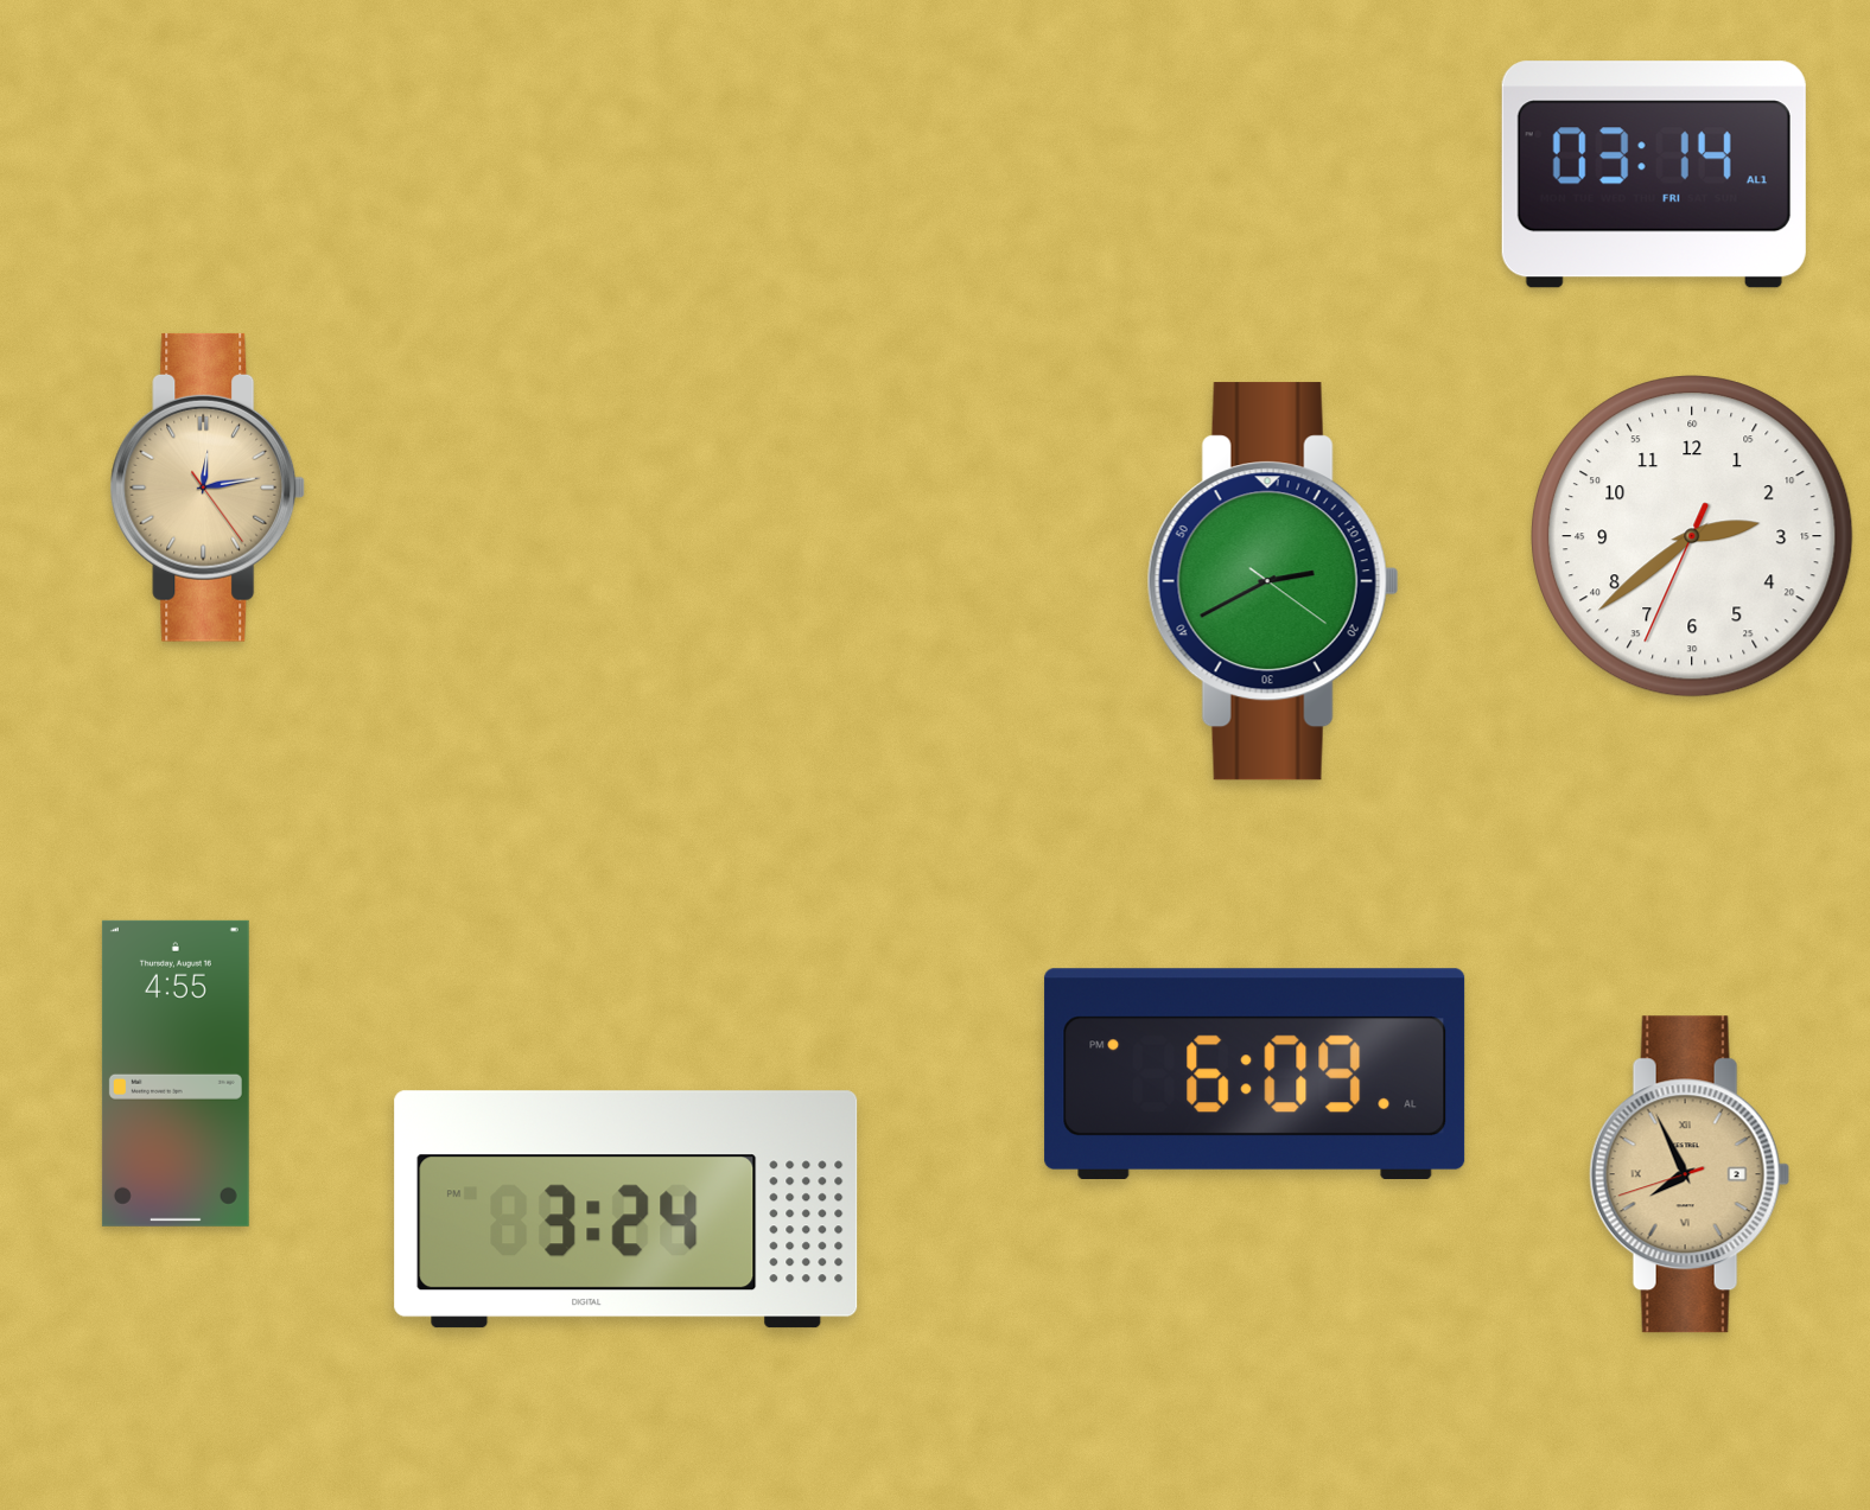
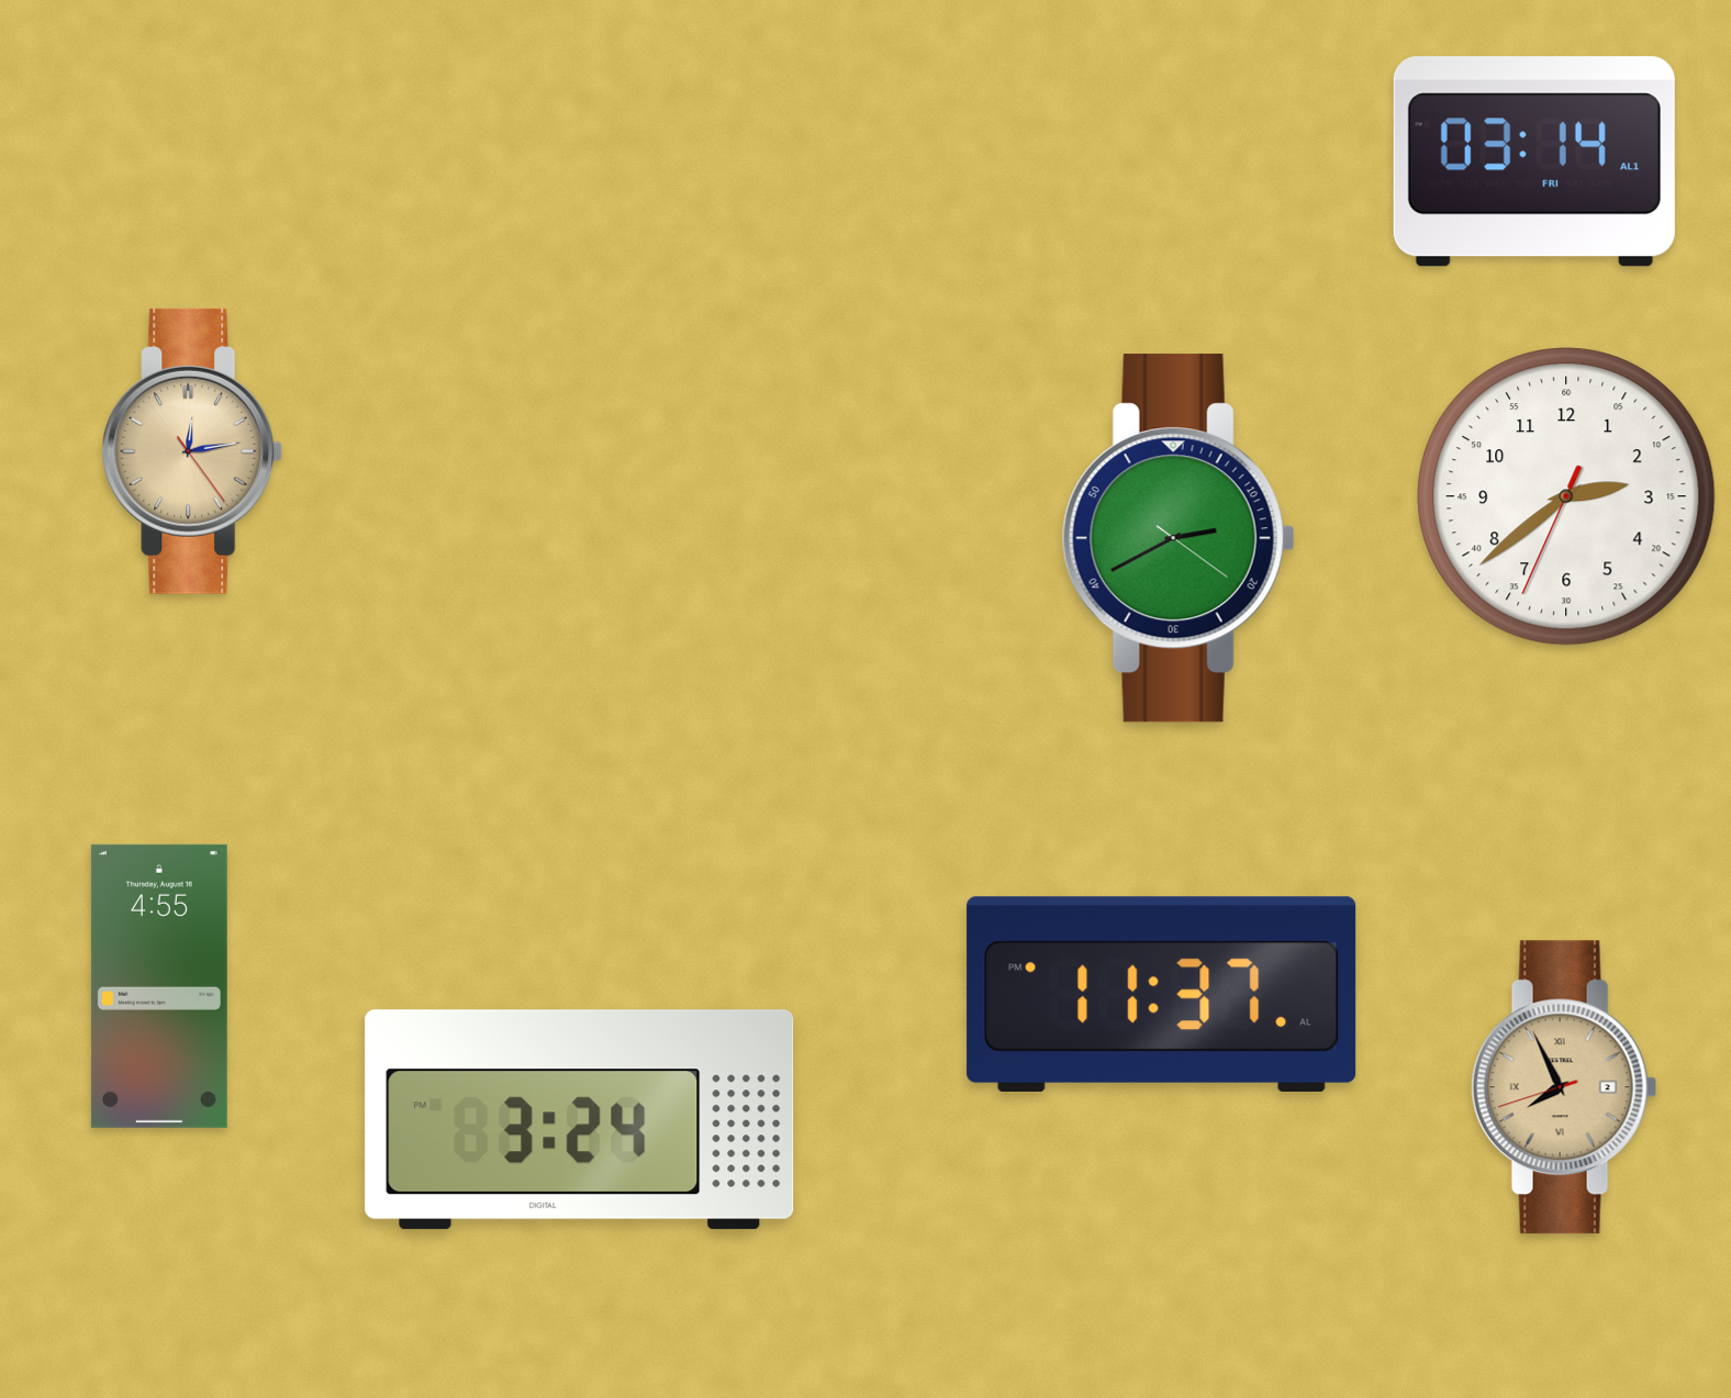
clock at (1654, 174) position: (1654, 174) -> (1534, 161)
clock at (176, 1073) position: (176, 1073) -> (159, 986)
clock at (1255, 1073): 6:09 -> 11:37
